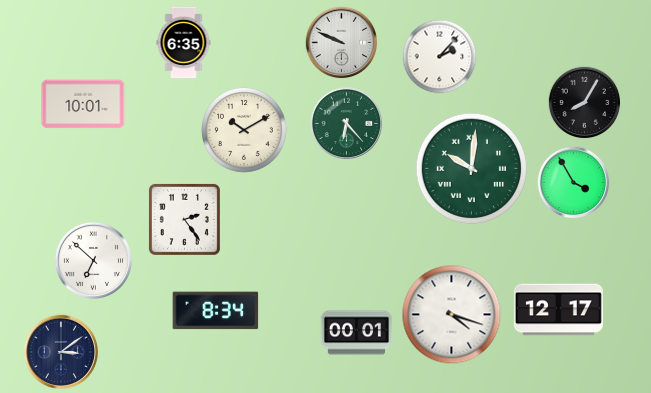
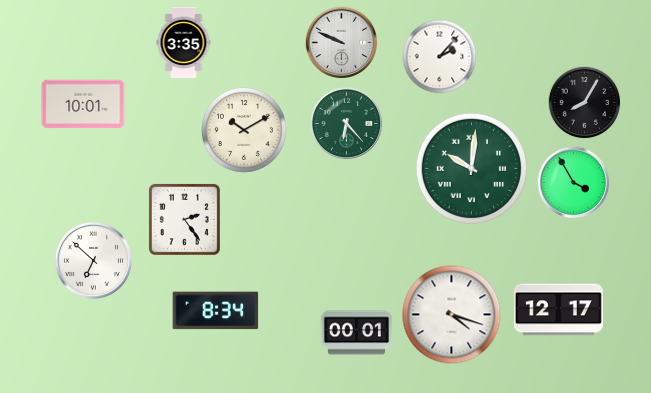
clock at (184, 43): 6:35 -> 3:35
clock at (60, 351): 3:09 -> none
